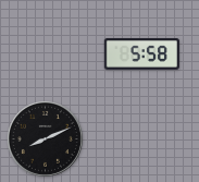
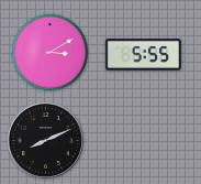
clock at (51, 53): none -> 3:10
clock at (141, 54): 5:58 -> 5:55
